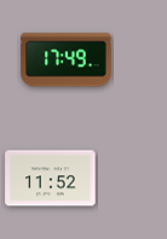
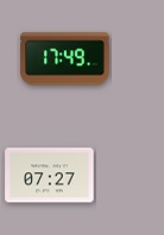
clock at (51, 179): 11:52 -> 07:27
